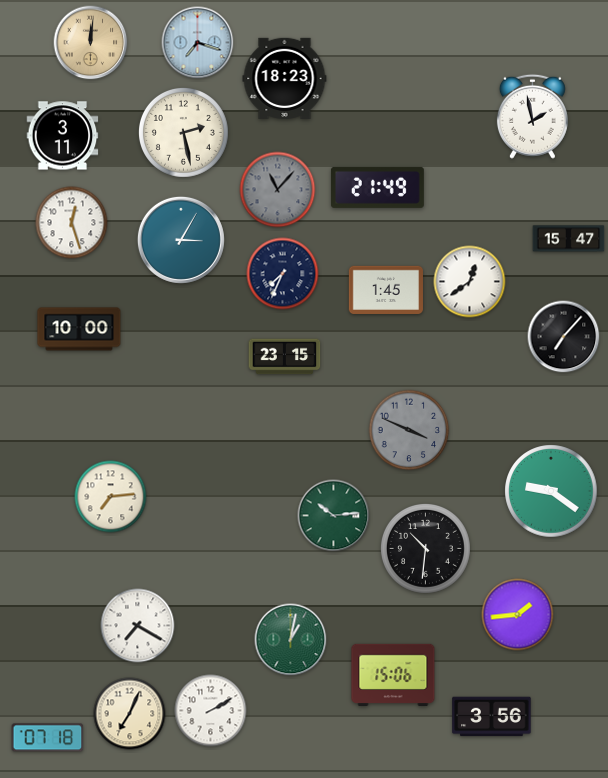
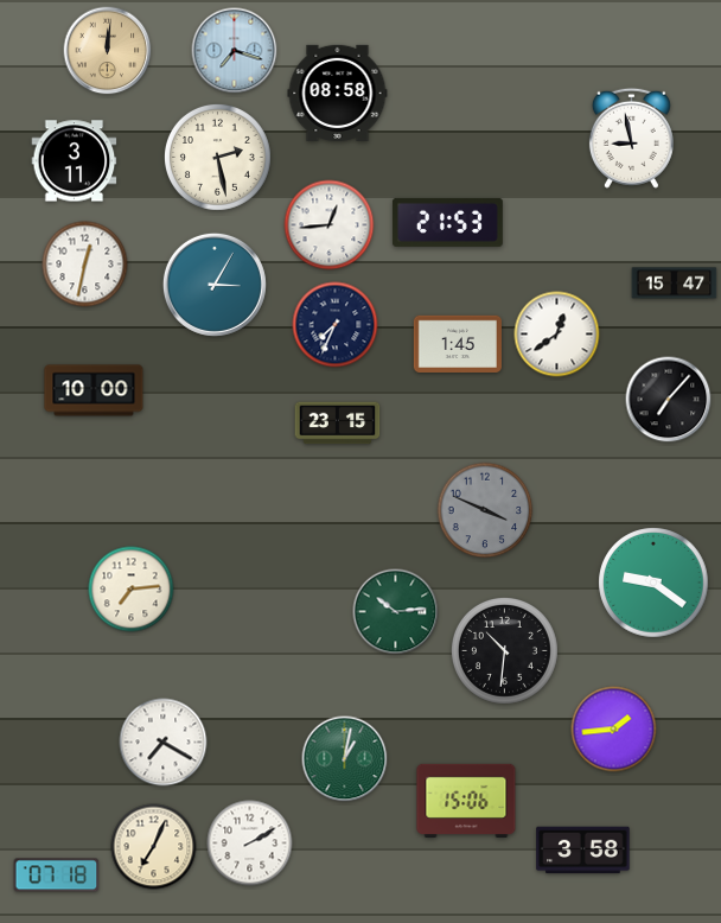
clock at (285, 78): 18:23 -> 08:58
clock at (532, 116): 1:58 -> 8:58
clock at (377, 187): 21:49 -> 21:53
clock at (278, 190): 11:07 -> 12:44
clock at (278, 190) dial: grey -> white
clock at (72, 223): 12:27 -> 12:32
clock at (492, 717): 3:56 -> 3:58
